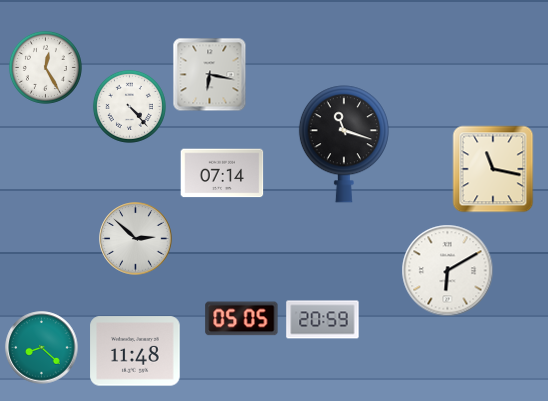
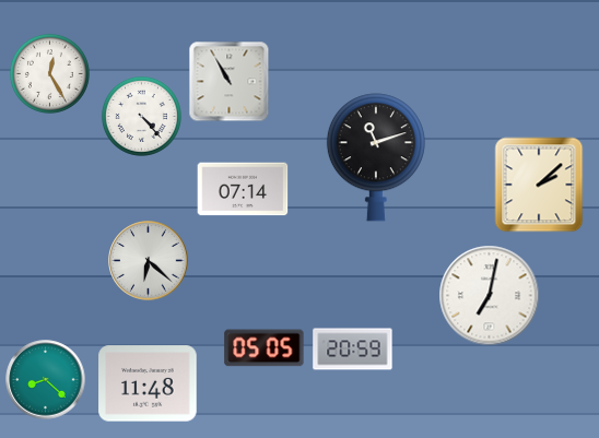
clock at (210, 75): 6:17 -> 10:55
clock at (344, 144): 11:18 -> 11:12
clock at (493, 169): 11:17 -> 2:08
clock at (136, 239): 2:52 -> 6:22
clock at (448, 271): 6:10 -> 7:02
